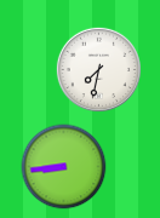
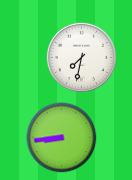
clock at (64, 167) position: (64, 167) -> (62, 138)
